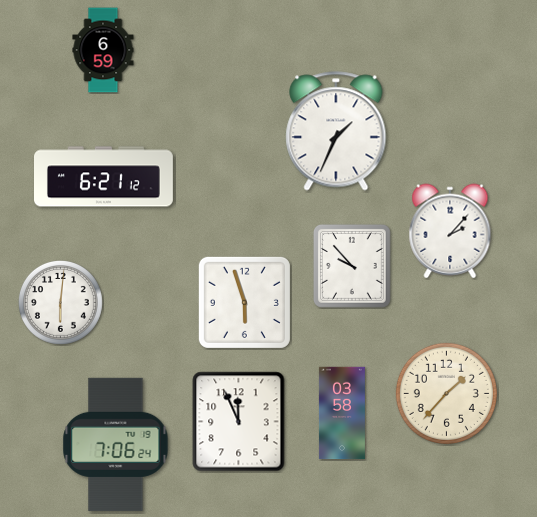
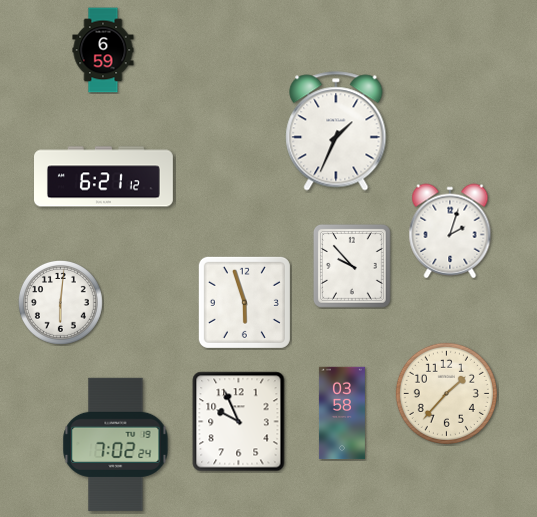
clock at (450, 231): 2:07 -> 2:03
clock at (239, 422): 11:56 -> 9:56
clock at (116, 444): 7:06 -> 7:02
